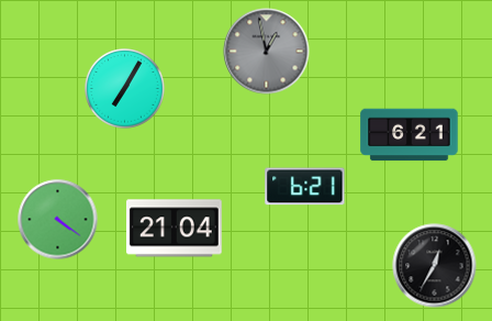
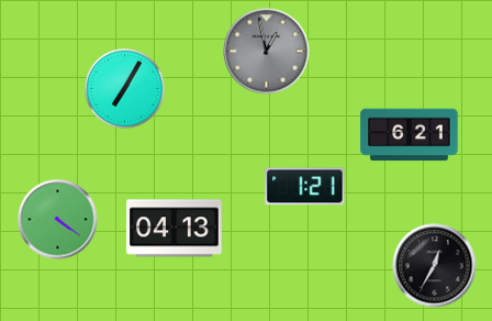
clock at (305, 187): 6:21 -> 1:21
clock at (175, 229): 21:04 -> 04:13
